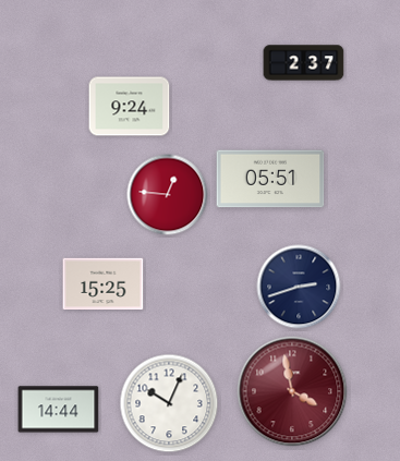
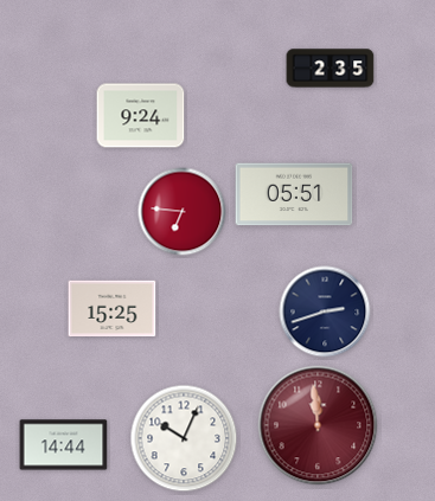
clock at (304, 63): 2:37 -> 2:35
clock at (168, 195): 12:46 -> 6:46
clock at (292, 391): 3:58 -> 11:59
